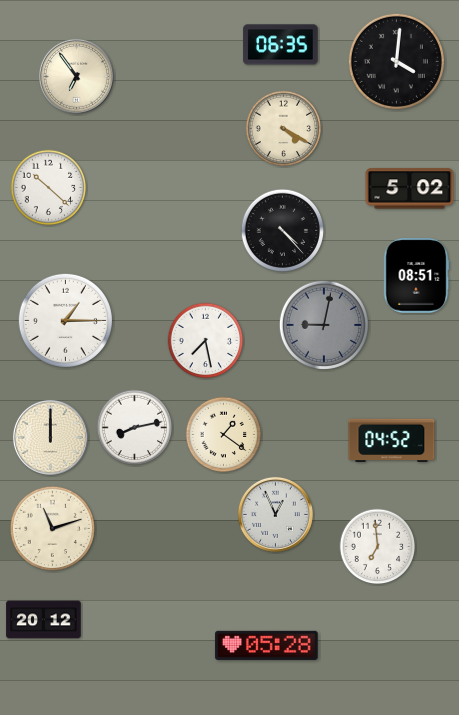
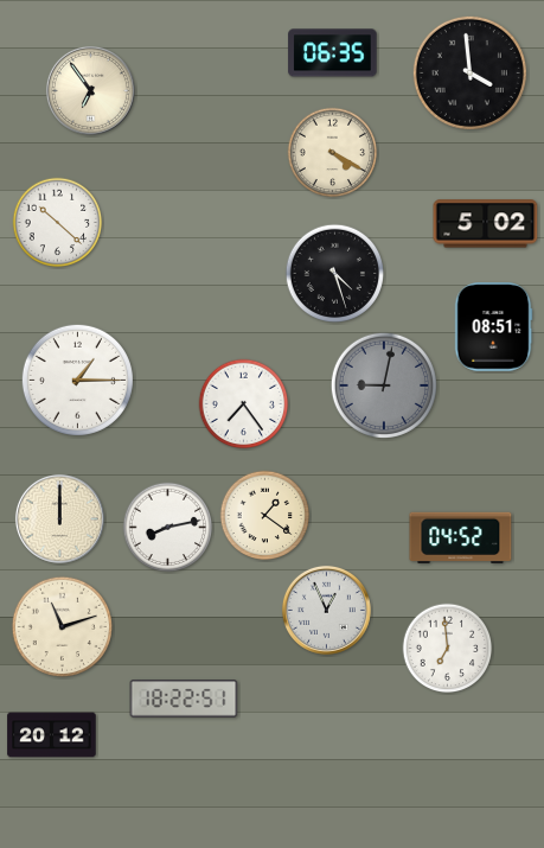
clock at (396, 61): 4:01 -> 3:59
clock at (284, 129) position: (284, 129) -> (333, 153)
clock at (283, 231): 4:23 -> 4:27
clock at (206, 341): 7:28 -> 7:24
clock at (135, 428) position: (135, 428) -> (168, 528)
clock at (392, 440) position: (392, 440) -> (461, 537)
clock at (184, 699): none -> 18:22
clock at (267, 645): 05:28 -> none
